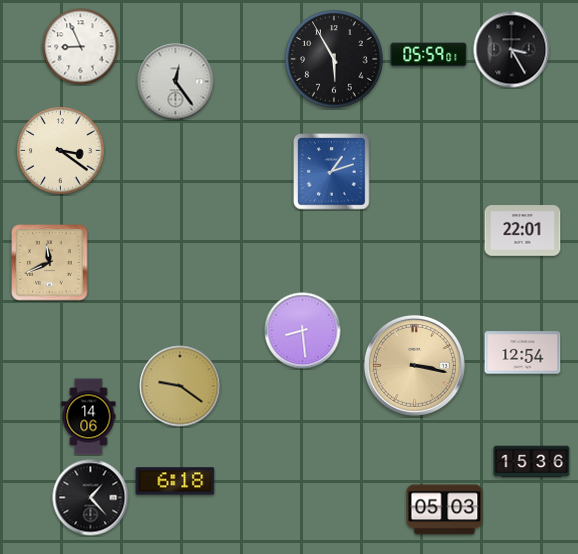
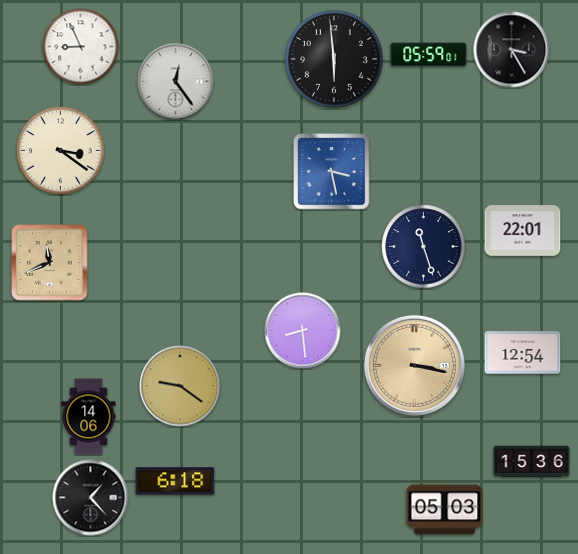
clock at (334, 59): 5:55 -> 5:59
clock at (332, 172): 1:12 -> 3:28
clock at (424, 247): none -> 11:27
